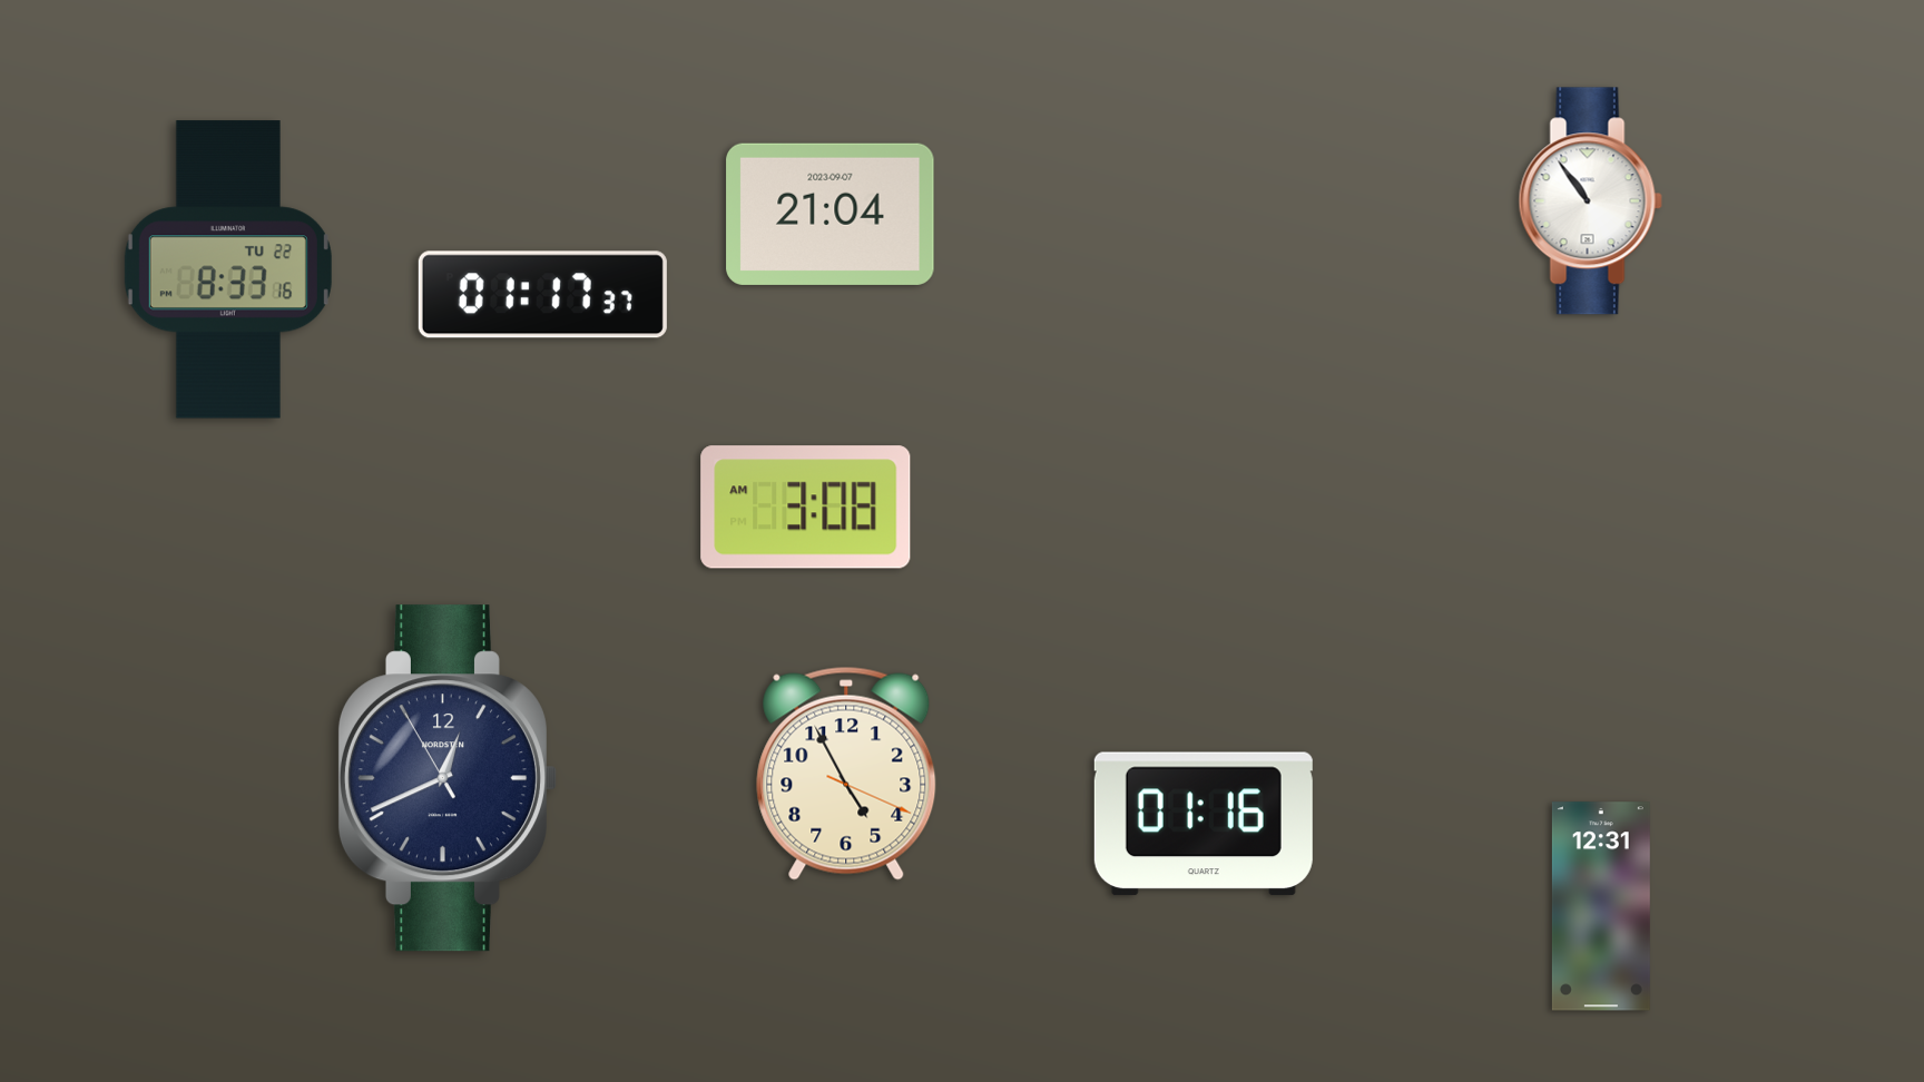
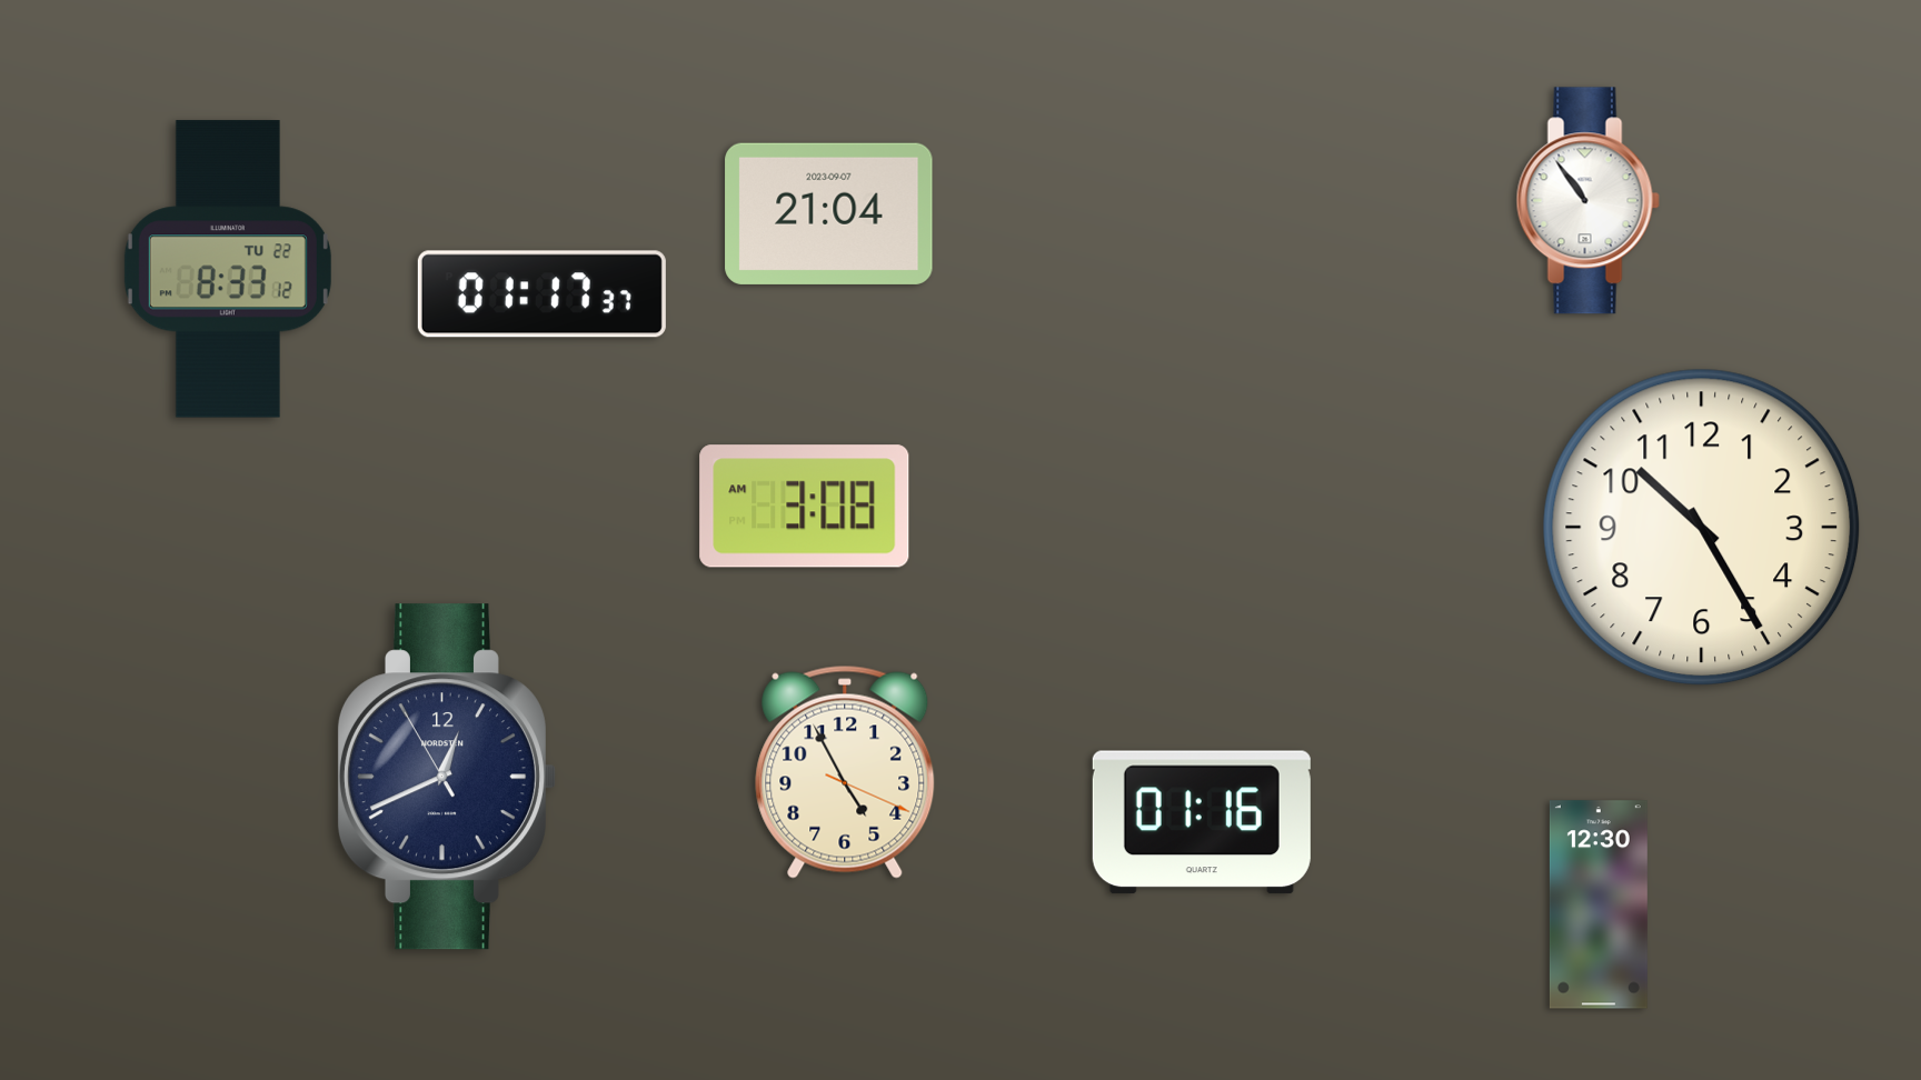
clock at (228, 269): 8:33:16 -> 8:33:12
clock at (1702, 528): none -> 10:25
clock at (1601, 906): 12:31 -> 12:30
